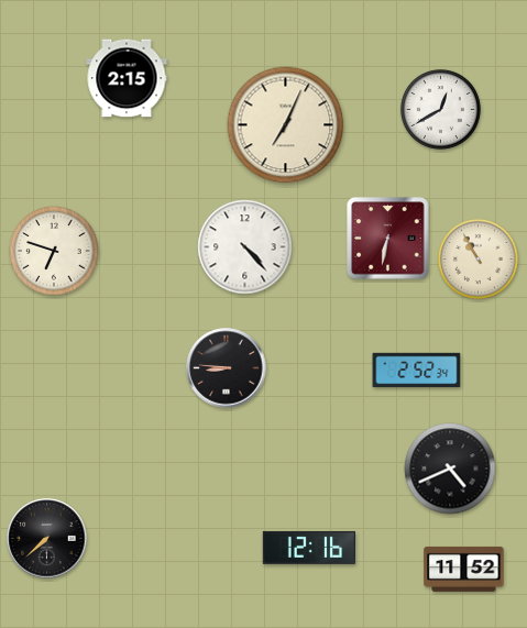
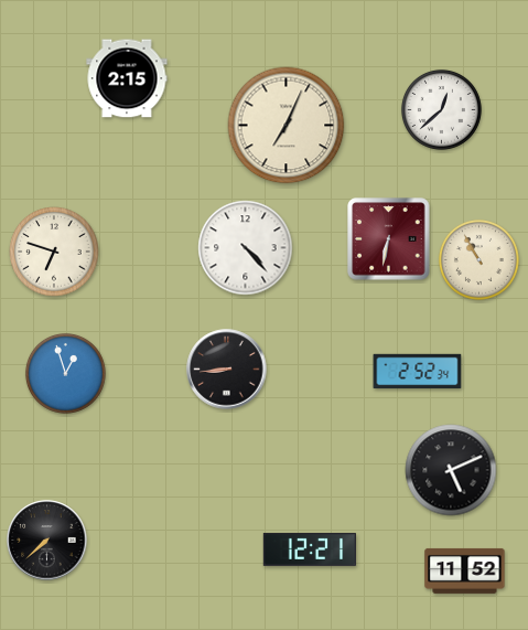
clock at (440, 109): 12:40 -> 12:38
clock at (227, 368): 8:46 -> 8:44
clock at (65, 373): none -> 12:57
clock at (450, 469): 4:41 -> 5:11
clock at (308, 548): 12:16 -> 12:21
